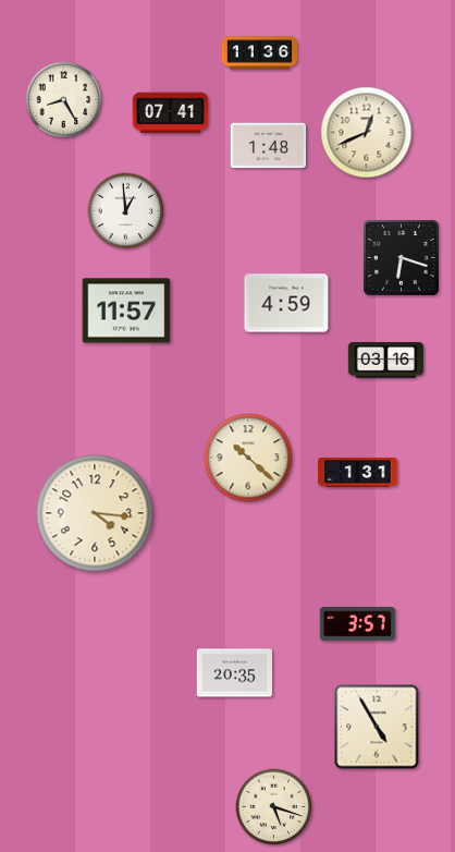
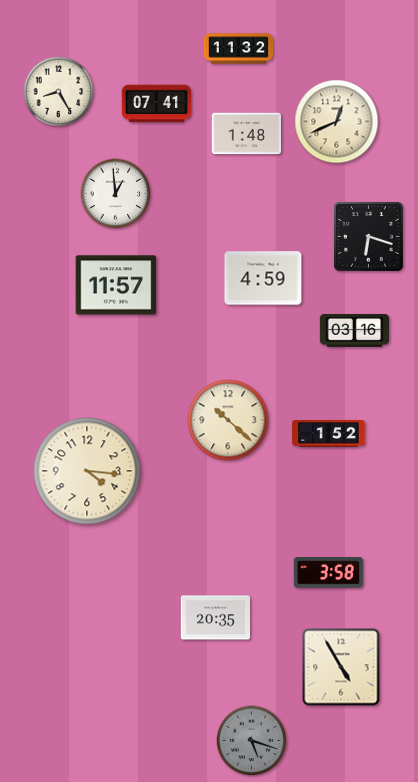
clock at (260, 53): 11:36 -> 11:32
clock at (358, 473): 1:31 -> 1:52
clock at (357, 624): 3:57 -> 3:58
clock at (377, 727) position: (377, 727) -> (341, 667)
clock at (274, 807) dial: cream -> grey
